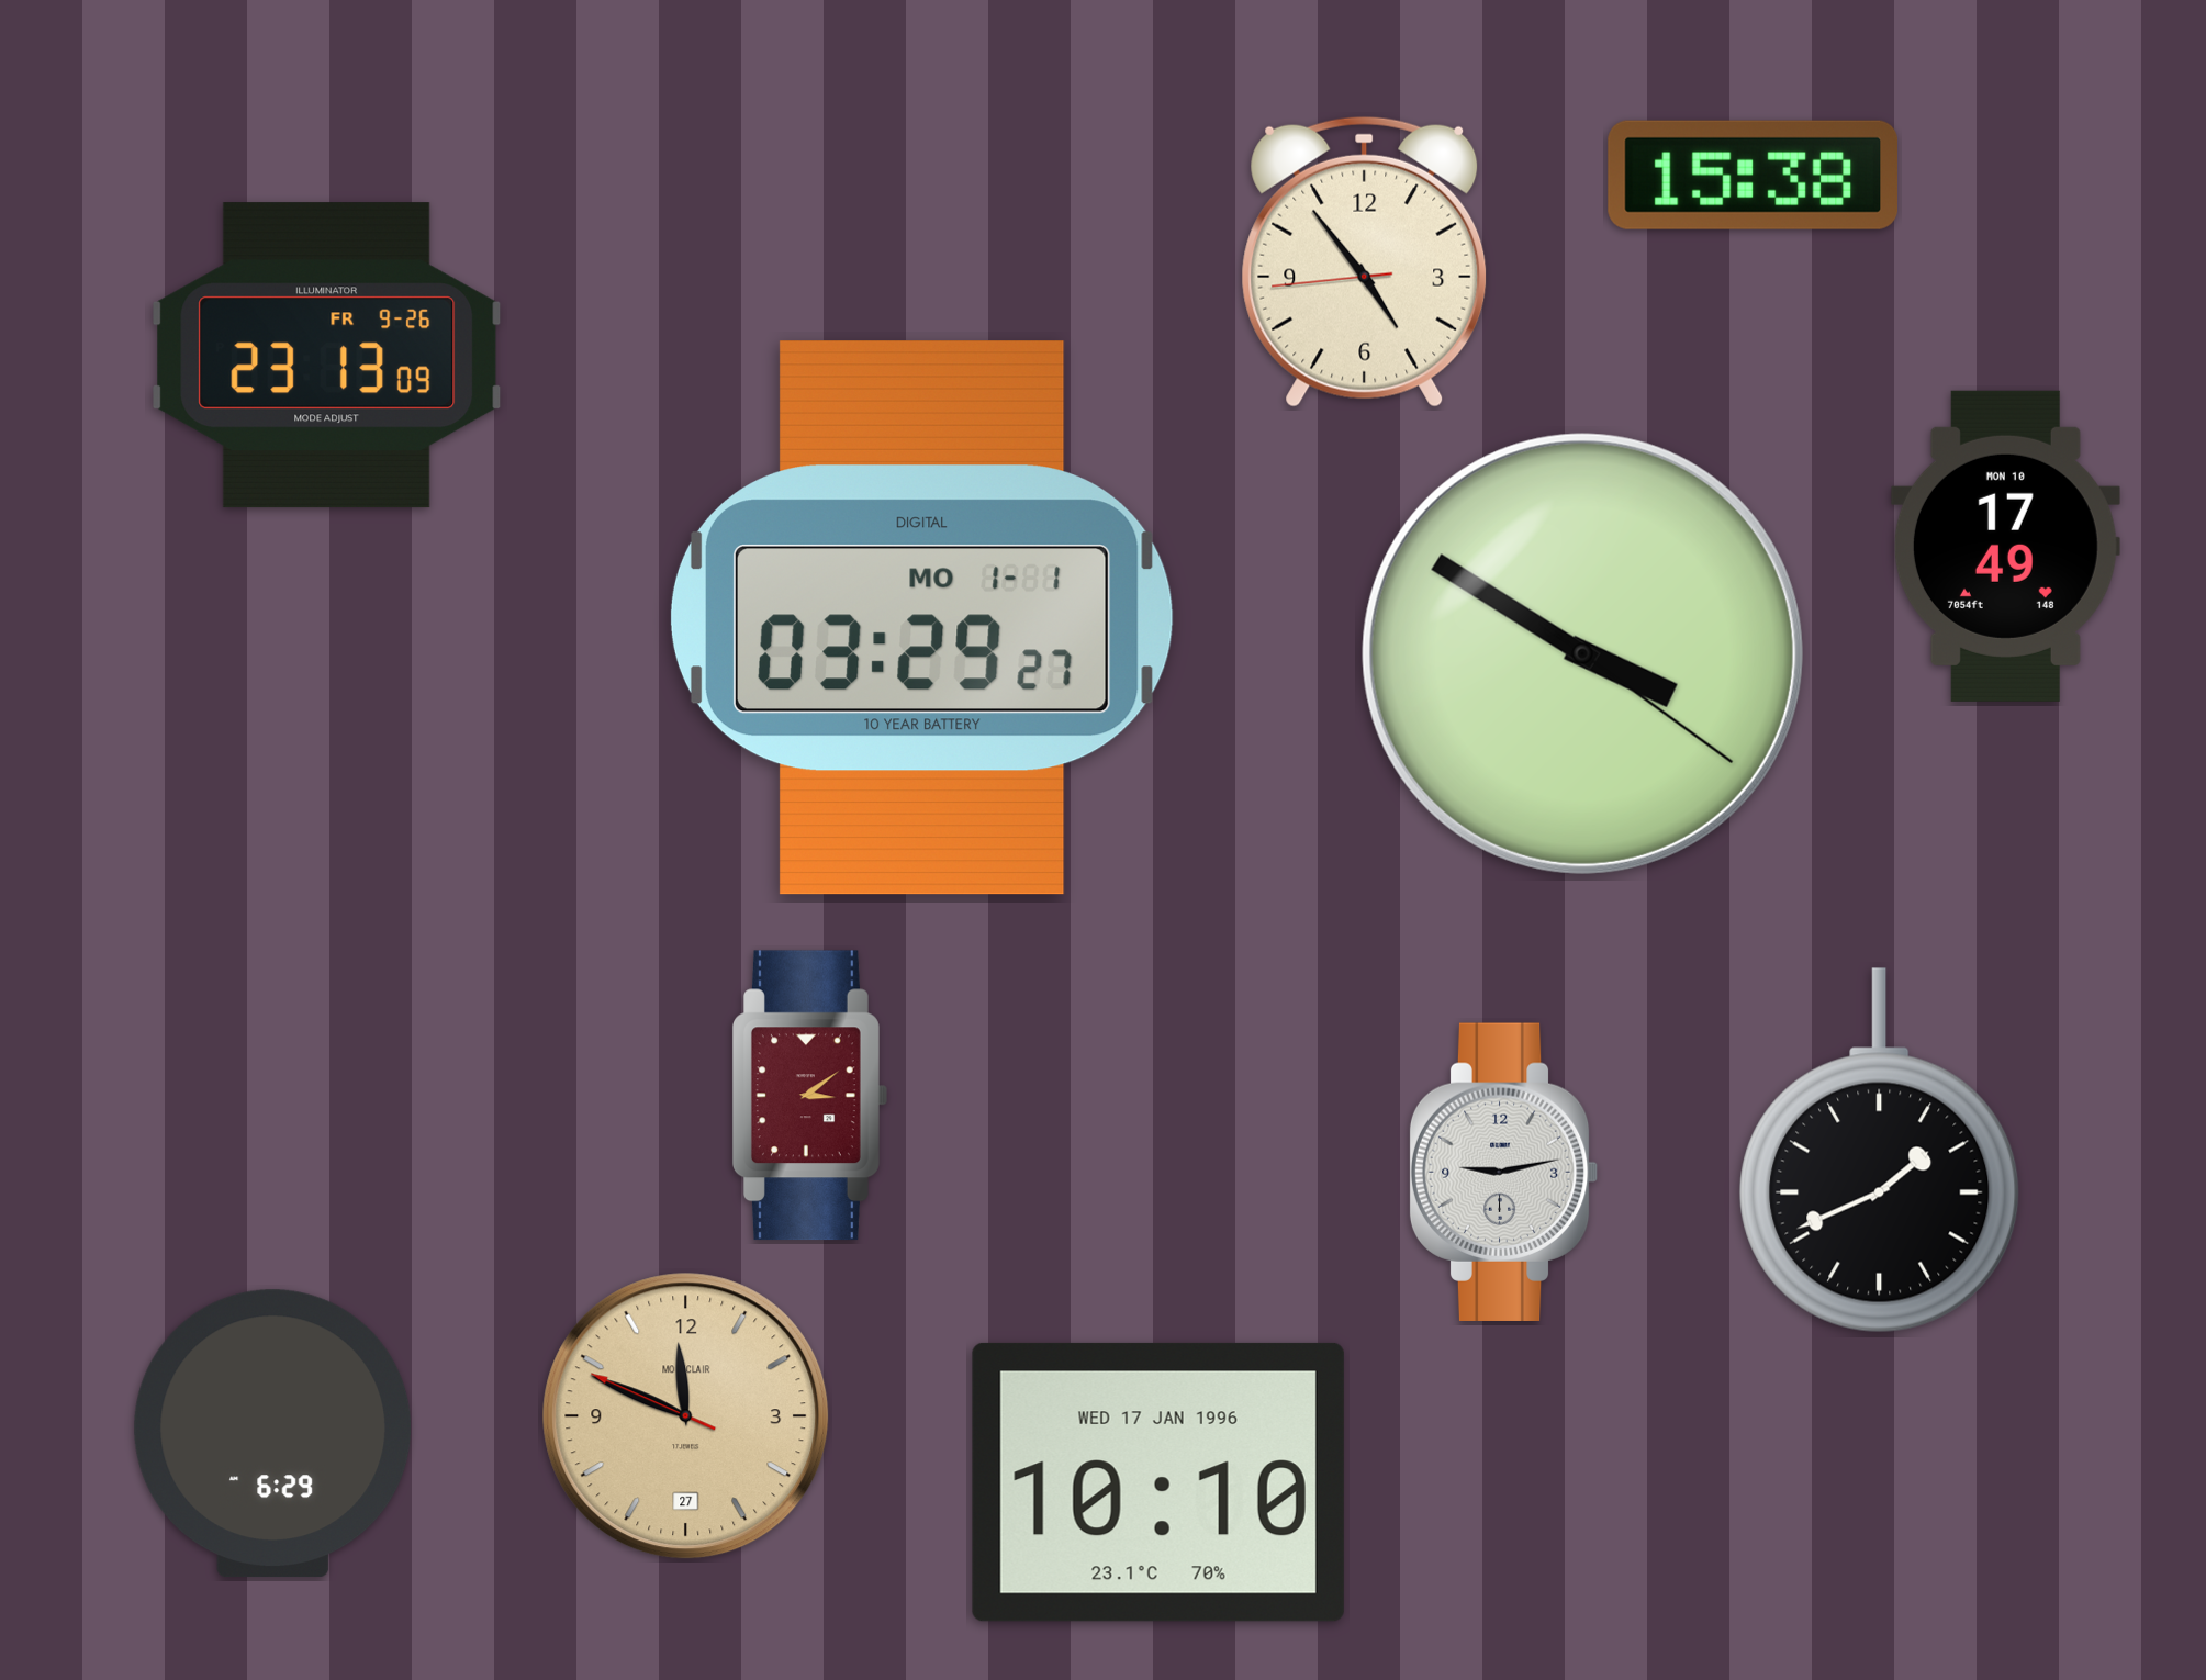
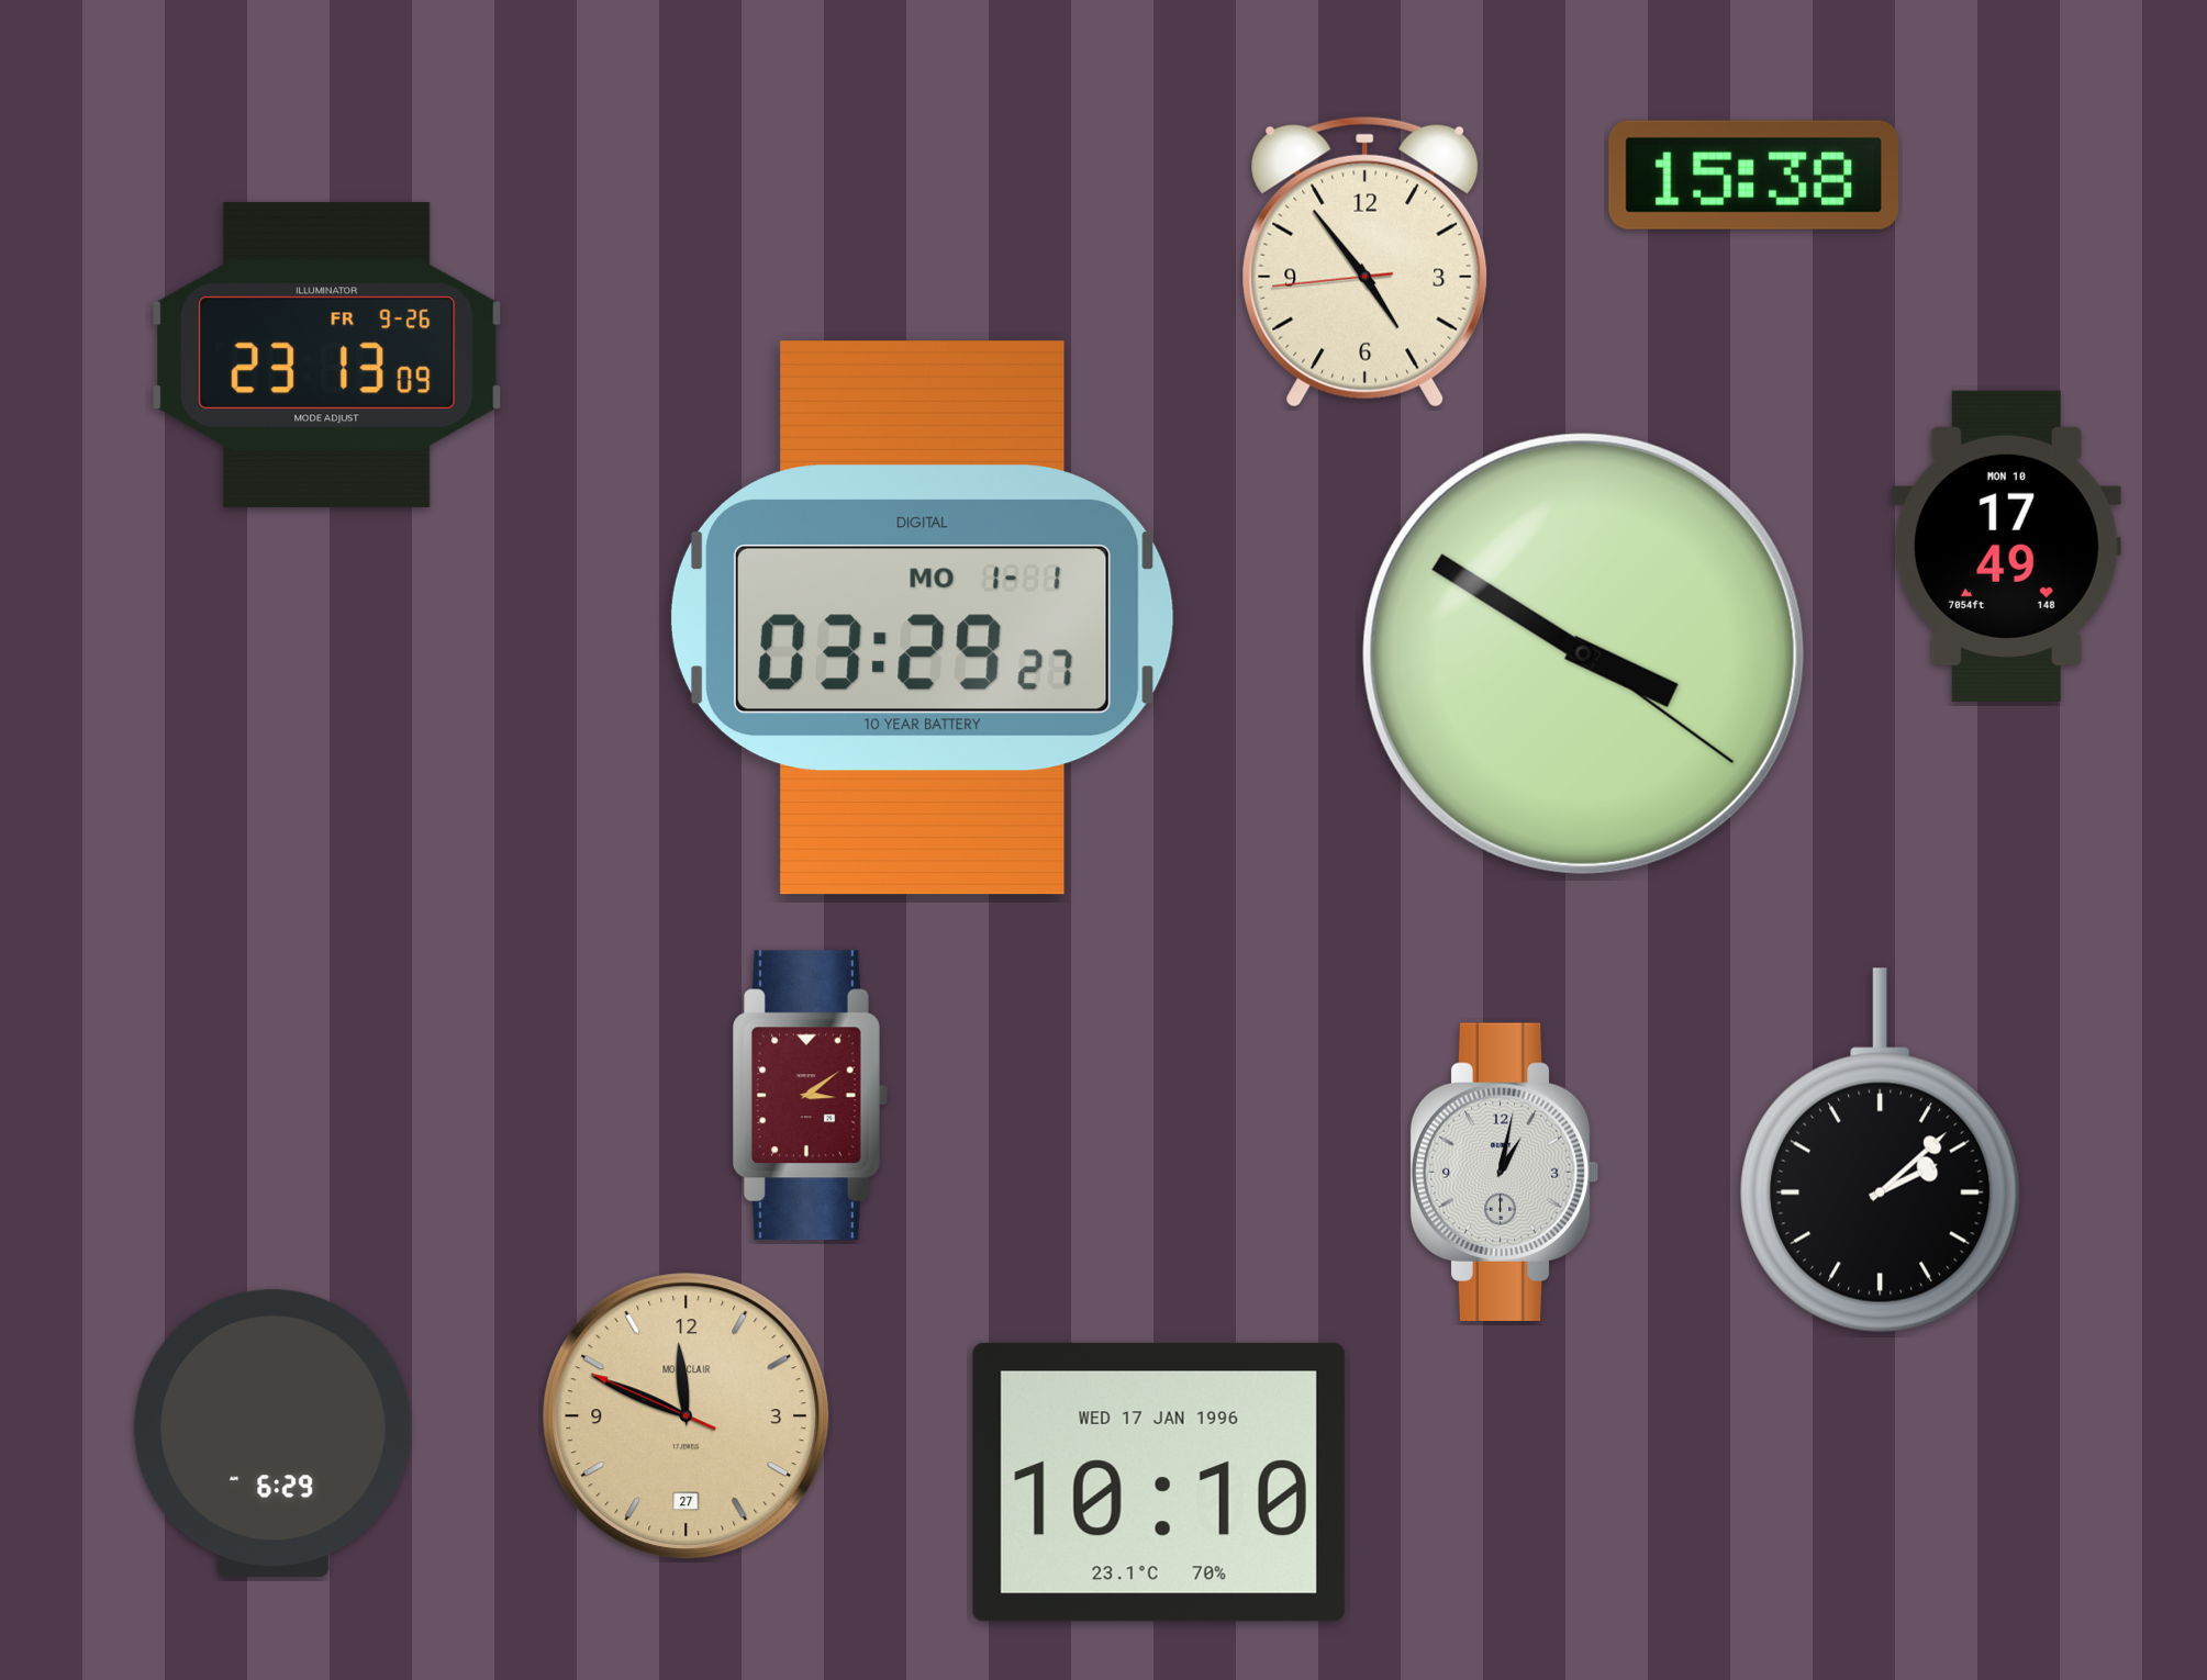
clock at (1880, 1151): 1:41 -> 2:08
clock at (1503, 1172): 9:13 -> 1:02
